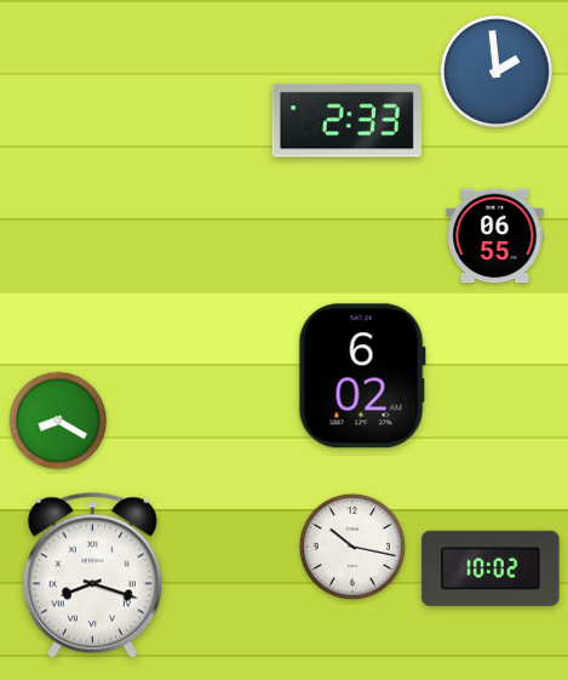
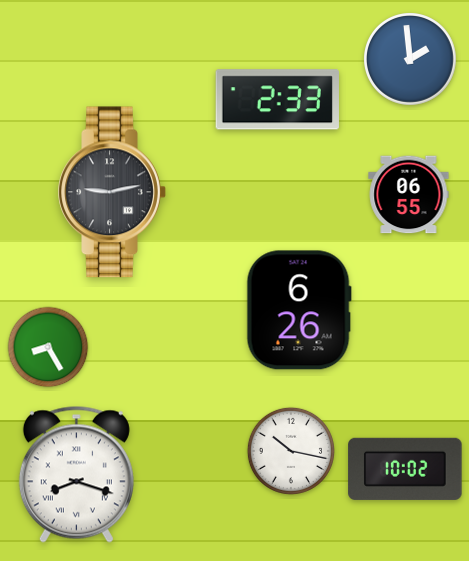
clock at (346, 121) position: (346, 121) -> (277, 100)
clock at (112, 192): none -> 9:13
clock at (362, 376): 6:02 -> 6:26
clock at (58, 421): 8:20 -> 8:25
